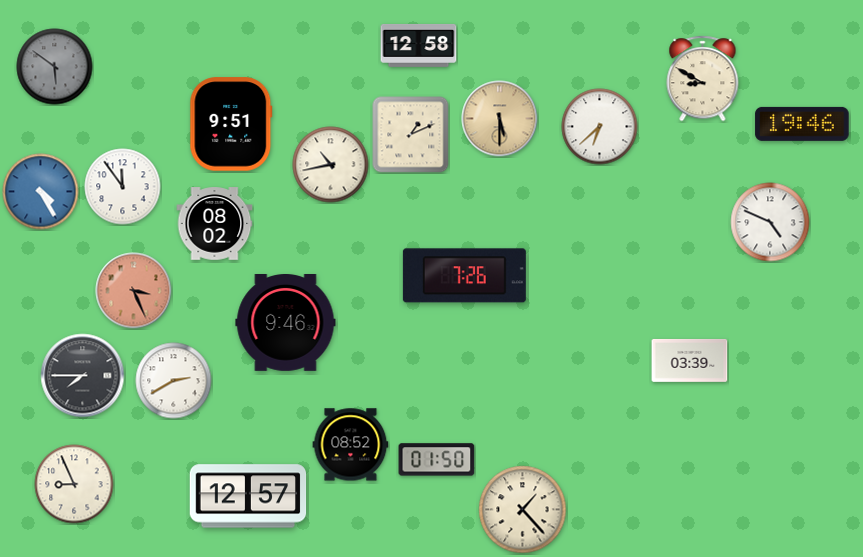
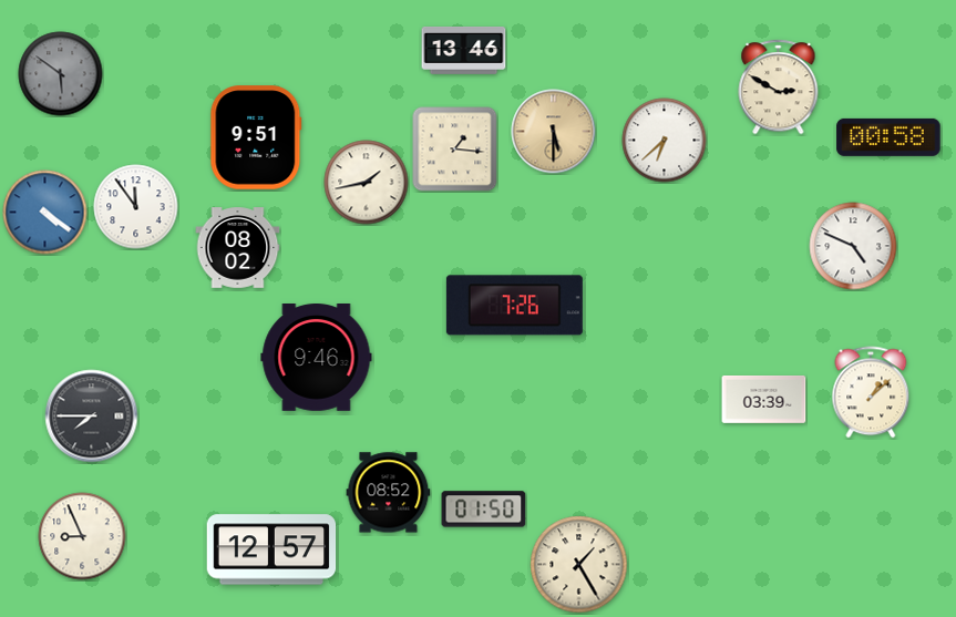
clock at (419, 45): 12:58 -> 13:46
clock at (703, 79): 8:50 -> 2:50
clock at (802, 124): 19:46 -> 00:58
clock at (411, 135): 1:11 -> 1:16
clock at (331, 165): 10:43 -> 1:43
clock at (41, 192): 4:25 -> 4:21
clock at (134, 291): 3:26 -> none
clock at (871, 392): none -> 1:08
clock at (174, 381): 2:40 -> none
clock at (248, 496) position: (248, 496) -> (271, 549)
clock at (523, 510): 1:23 -> 1:25
